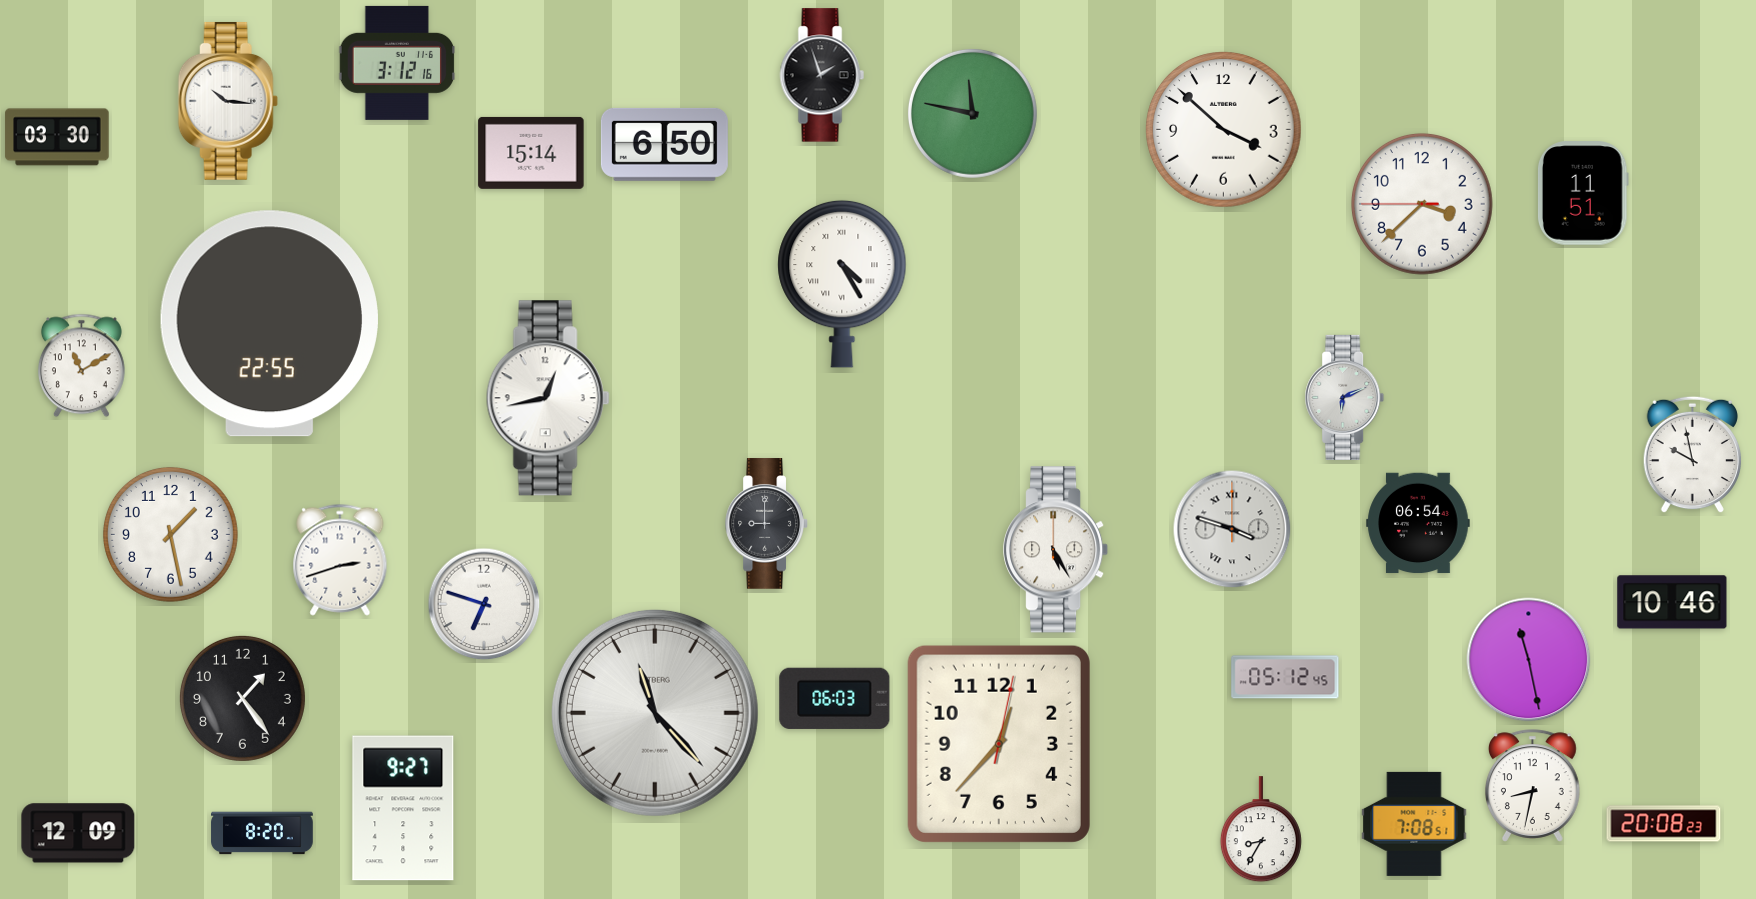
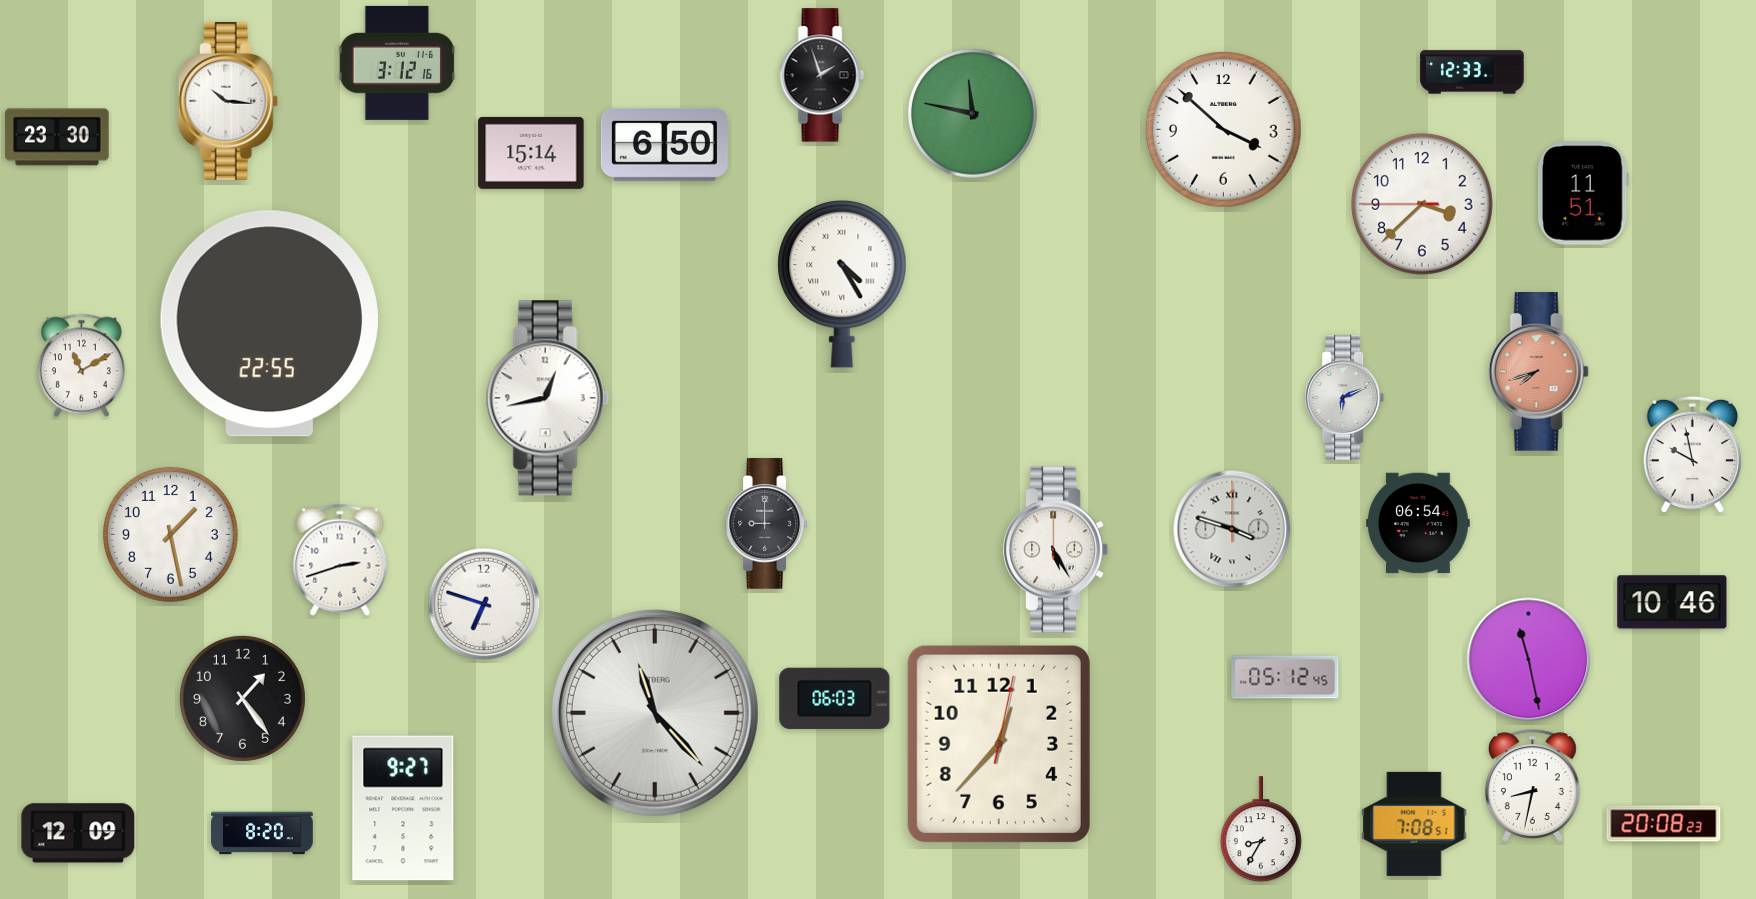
clock at (1472, 72): none -> 12:33
clock at (57, 137): 03:30 -> 23:30
clock at (1538, 372): none -> 7:42
